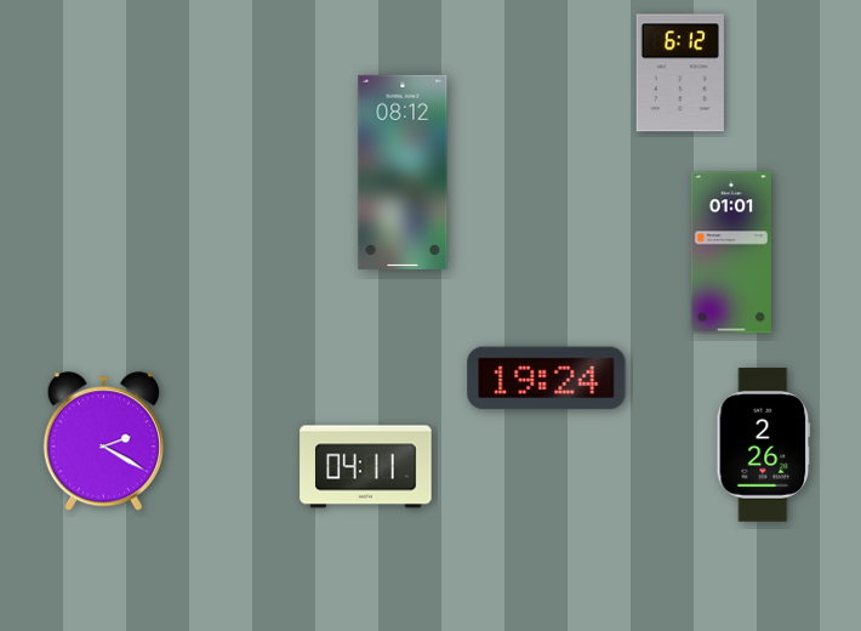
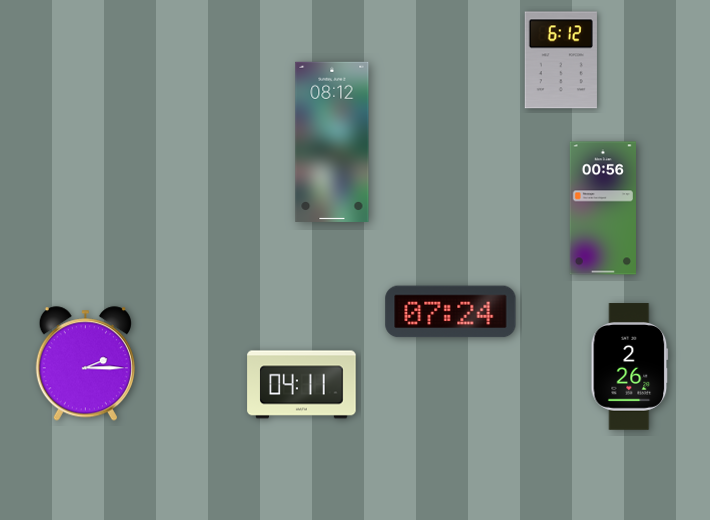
clock at (730, 252): 01:01 -> 00:56
clock at (547, 379): 19:24 -> 07:24
clock at (103, 442): 2:20 -> 2:15
